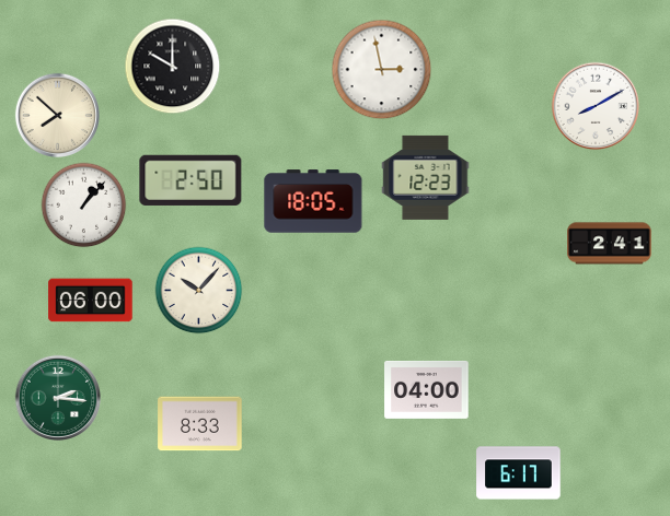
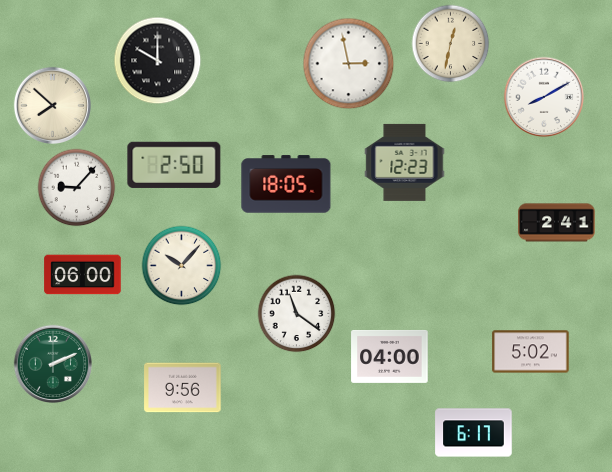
clock at (450, 43): none -> 12:32
clock at (426, 177) position: (426, 177) -> (405, 162)
clock at (83, 204): 1:07 -> 9:07
clock at (296, 313): none -> 11:21
clock at (531, 352): none -> 5:02
clock at (57, 397): 2:16 -> 2:11
clock at (200, 424): 8:33 -> 9:56
